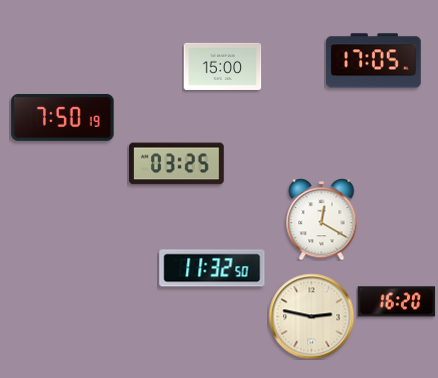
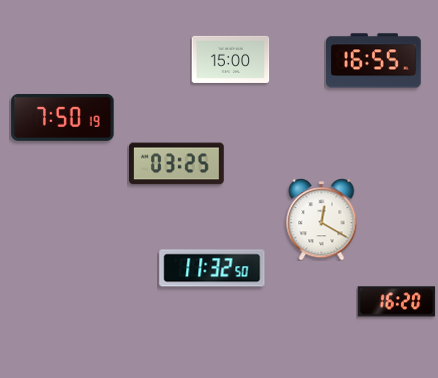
clock at (374, 61): 17:05 -> 16:55
clock at (222, 66) position: (222, 66) -> (230, 59)
clock at (311, 316): 2:47 -> none
